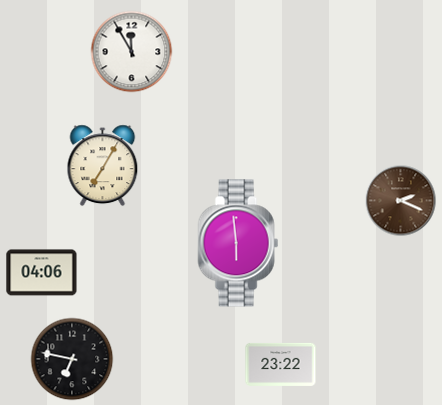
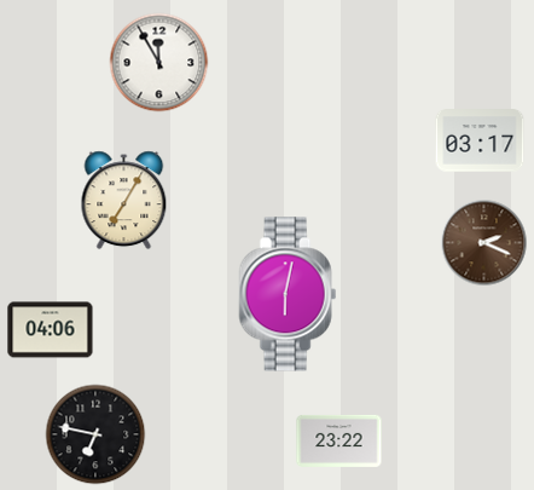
clock at (480, 140): none -> 03:17
clock at (238, 243): 5:59 -> 6:02
clock at (72, 359) position: (72, 359) -> (95, 434)
